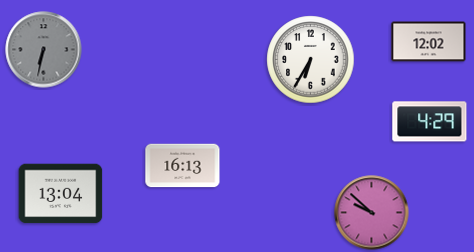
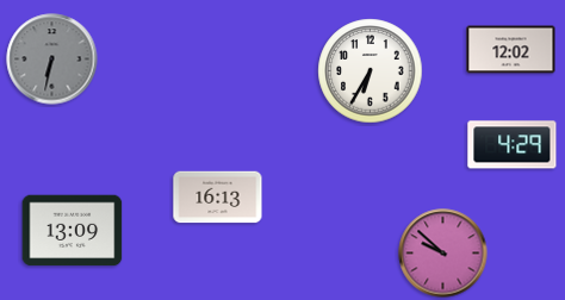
clock at (61, 194): 13:04 -> 13:09
